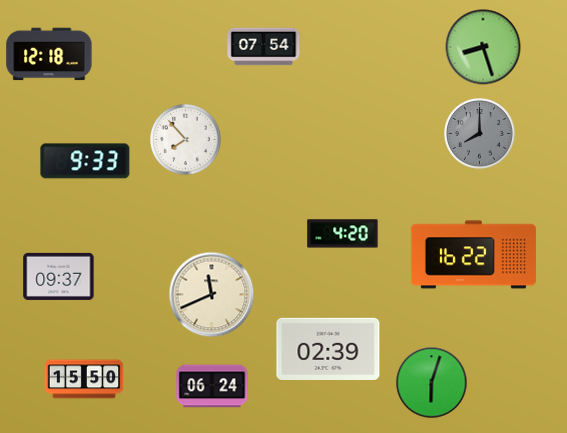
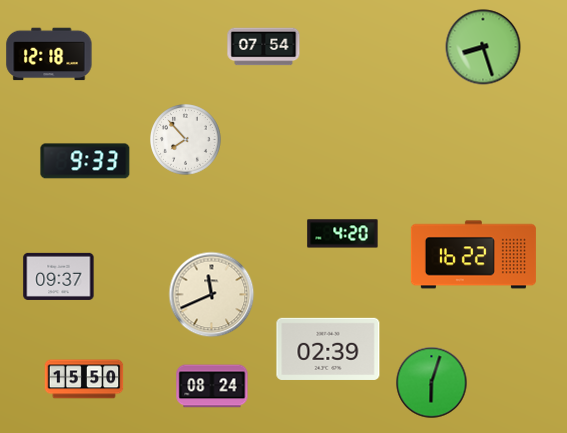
clock at (480, 134): 8:00 -> none
clock at (212, 386): 06:24 -> 08:24
